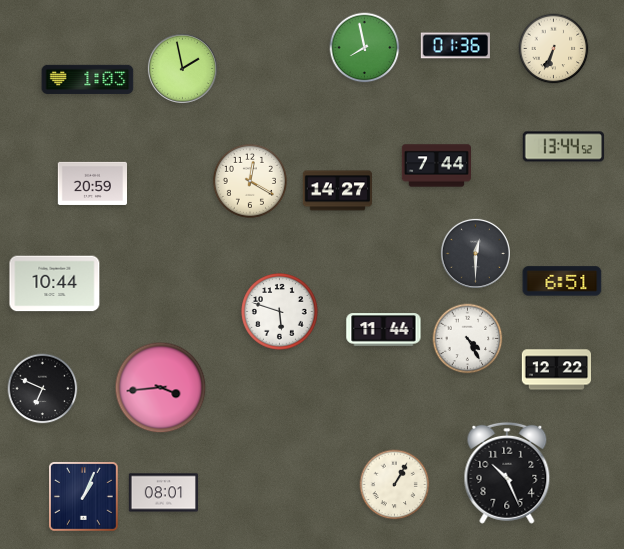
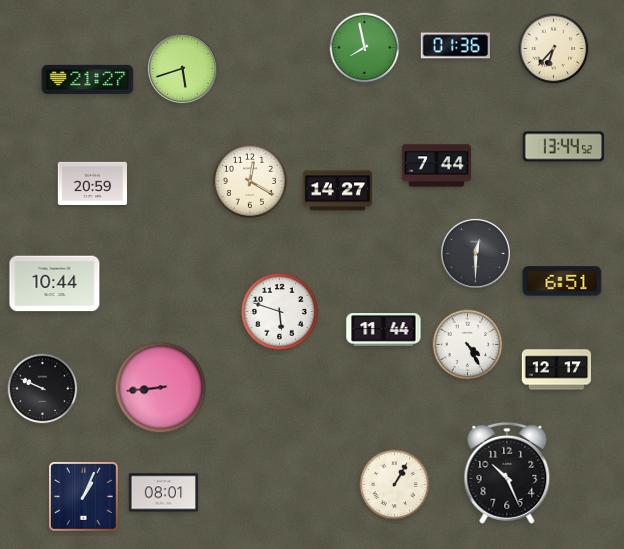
clock at (554, 49): 6:34 -> 6:37
clock at (182, 68): 1:58 -> 5:42
clock at (88, 79): 1:03 -> 21:27
clock at (468, 339) position: (468, 339) -> (468, 345)
clock at (556, 370): 12:22 -> 12:17
clock at (161, 388): 3:44 -> 8:44
clock at (43, 389): 6:49 -> 9:49
